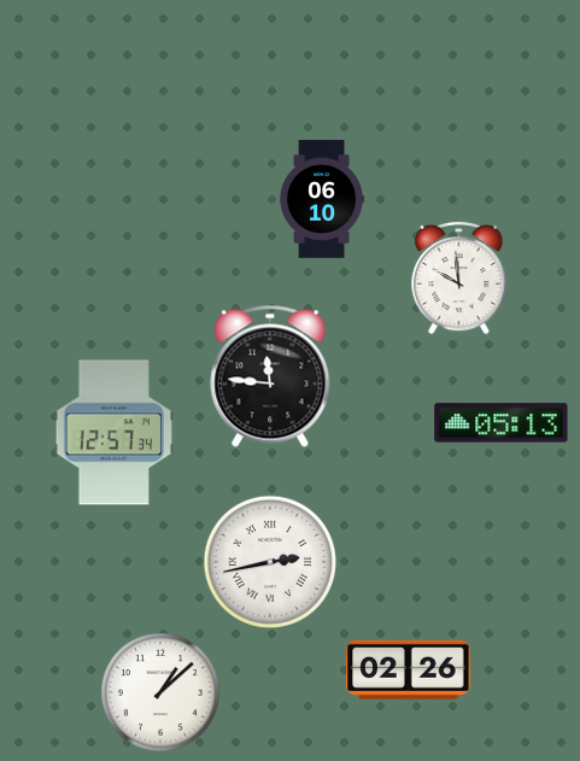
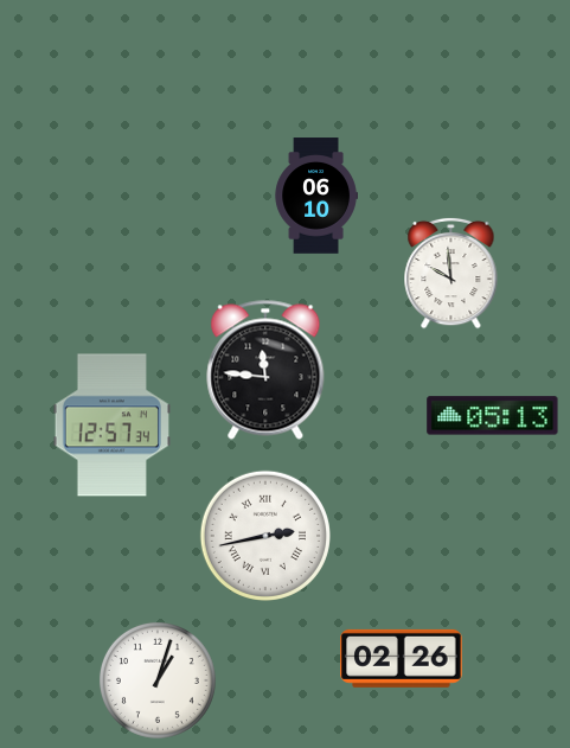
clock at (270, 562) position: (270, 562) -> (265, 536)
clock at (160, 692): 1:08 -> 1:03
